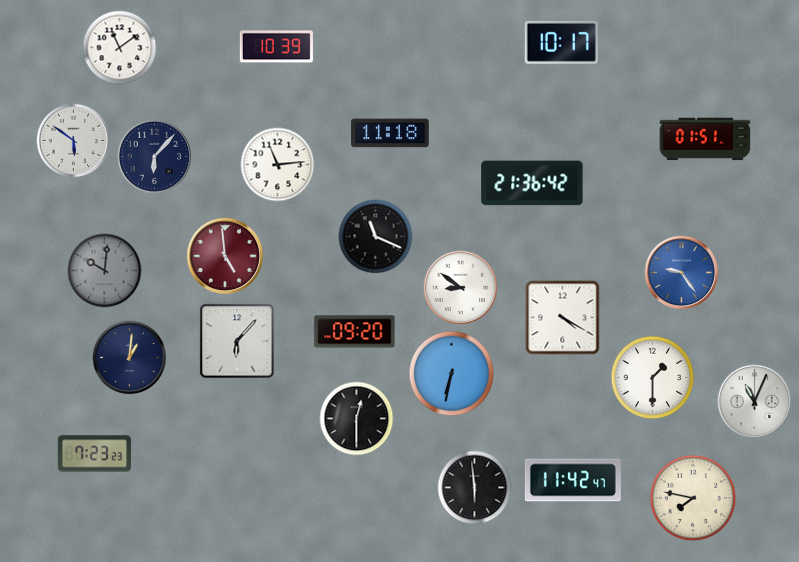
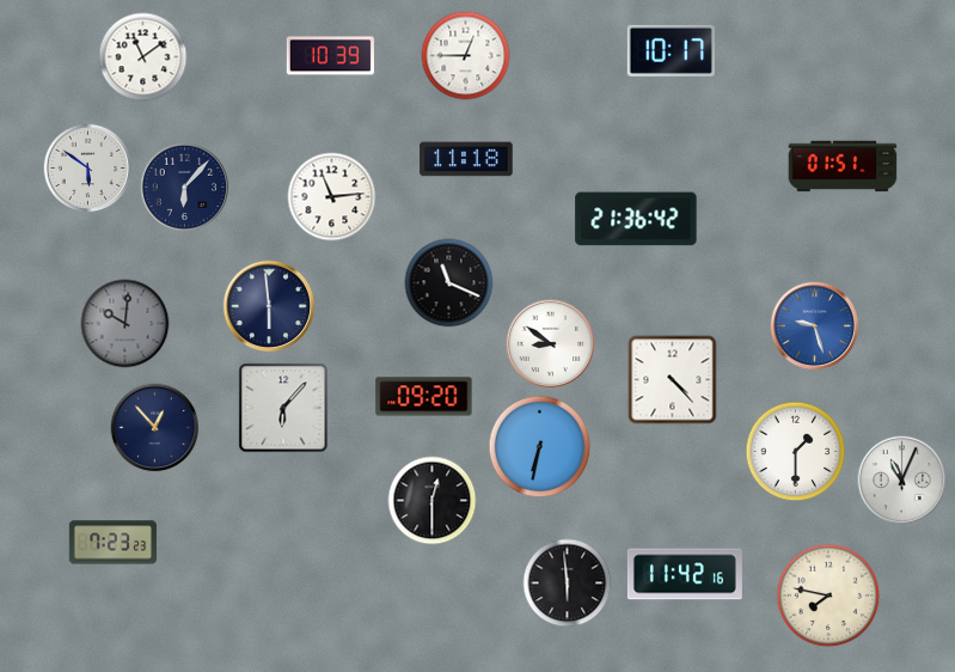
clock at (466, 56): none -> 12:45
clock at (225, 256): 4:59 -> 5:59
clock at (225, 256) dial: burgundy -> navy
clock at (682, 273): 9:24 -> 9:27
clock at (563, 318): 4:20 -> 4:23
clock at (130, 358): 1:01 -> 12:53
clock at (653, 378) position: (653, 378) -> (796, 452)
clock at (357, 419) position: (357, 419) -> (433, 501)
clock at (573, 480): 11:42:47 -> 11:42:16
